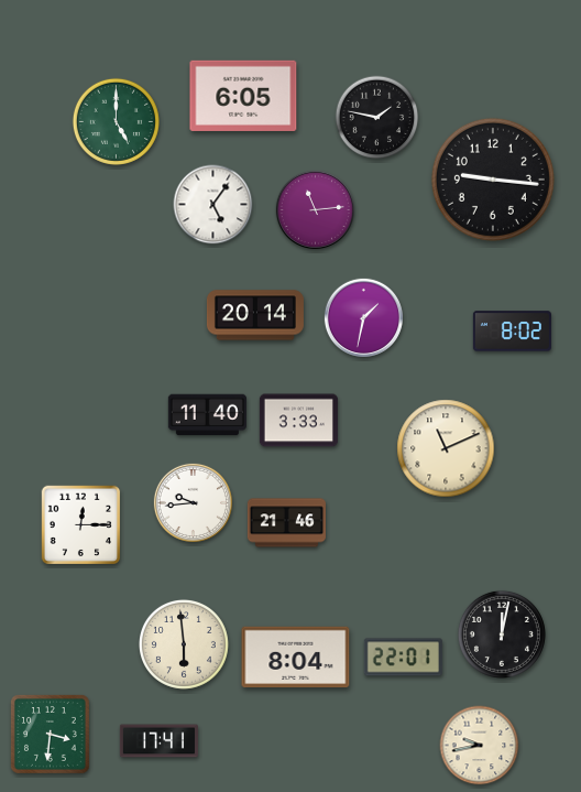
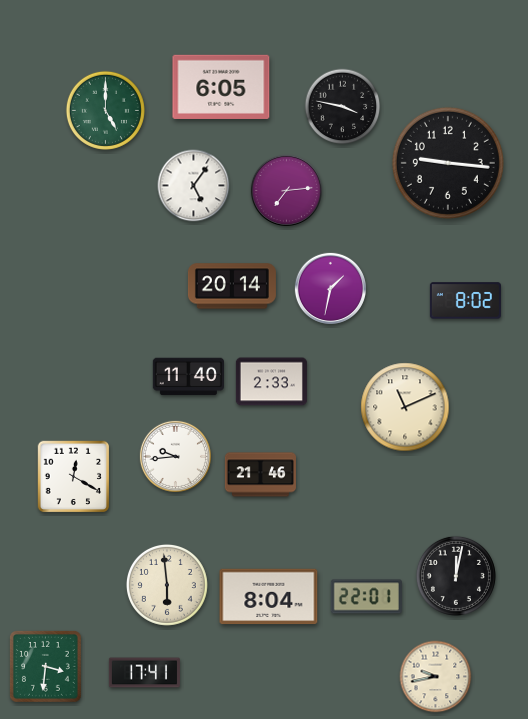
clock at (377, 118): 1:47 -> 3:47
clock at (315, 209): 11:14 -> 7:14
clock at (298, 421): 3:33 -> 2:33
clock at (81, 525): 12:15 -> 12:20
